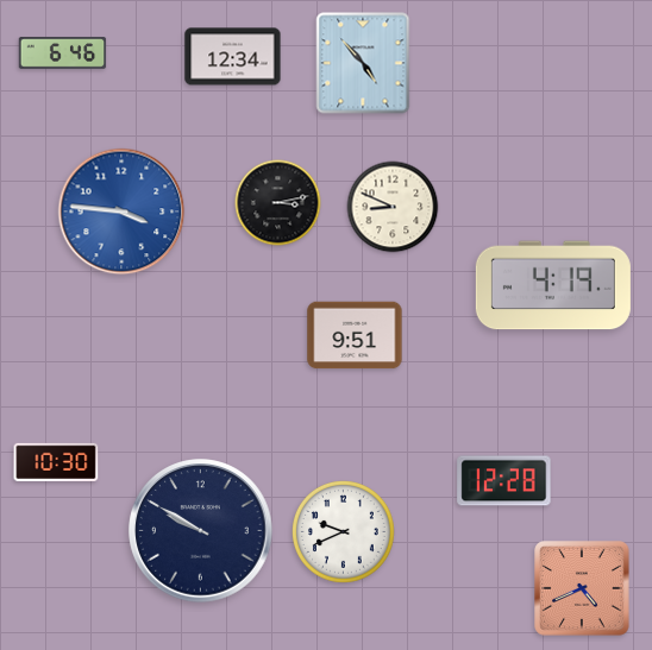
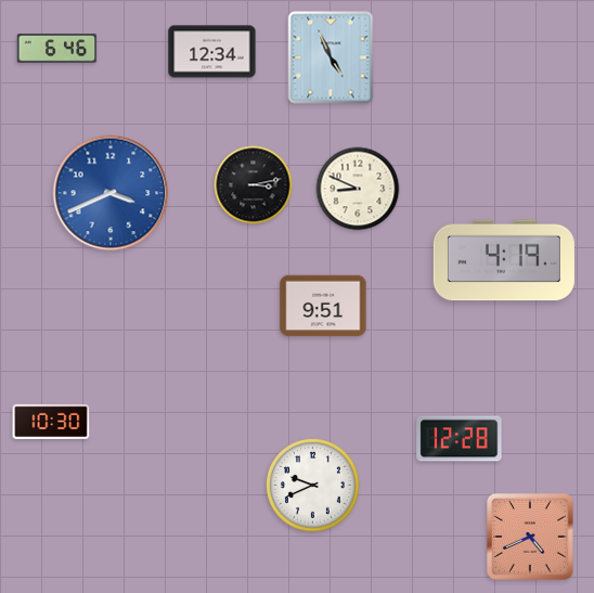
clock at (363, 63): 4:53 -> 4:56
clock at (121, 212): 3:46 -> 3:41
clock at (201, 531): 9:50 -> none
